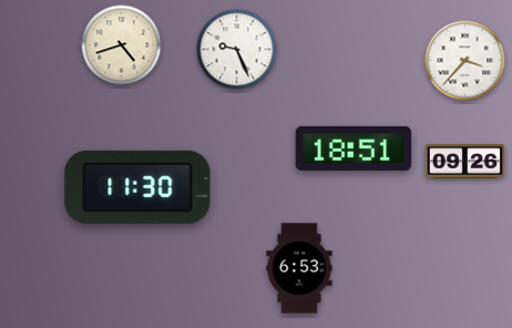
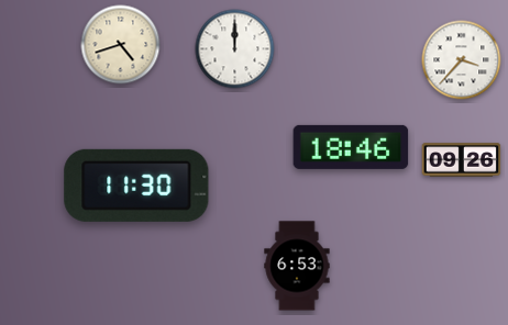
clock at (237, 50): 9:26 -> 12:00
clock at (354, 148): 18:51 -> 18:46
